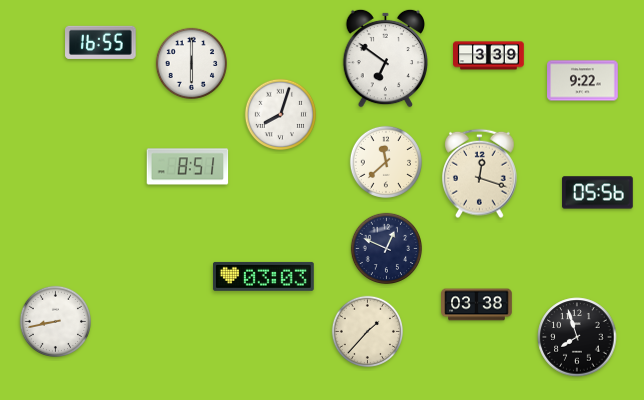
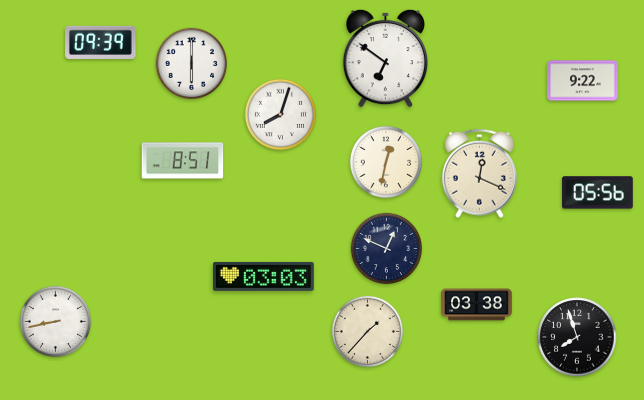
clock at (101, 42): 16:55 -> 09:39
clock at (489, 56): 3:39 -> none
clock at (386, 162): 11:38 -> 12:32
clock at (188, 167) position: (188, 167) -> (183, 161)
clock at (480, 174): 12:18 -> 12:19
